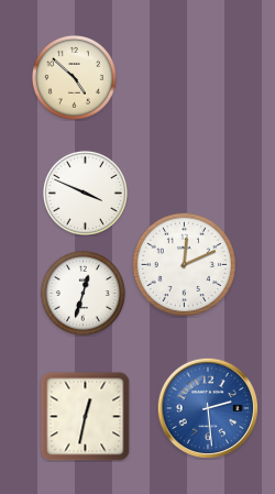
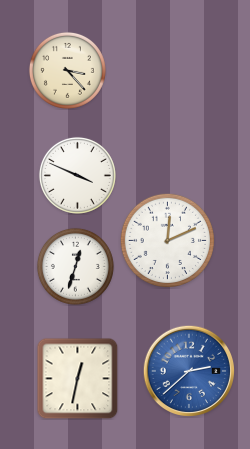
clock at (74, 77): 4:52 -> 3:23
clock at (207, 407): 2:29 -> 2:38
